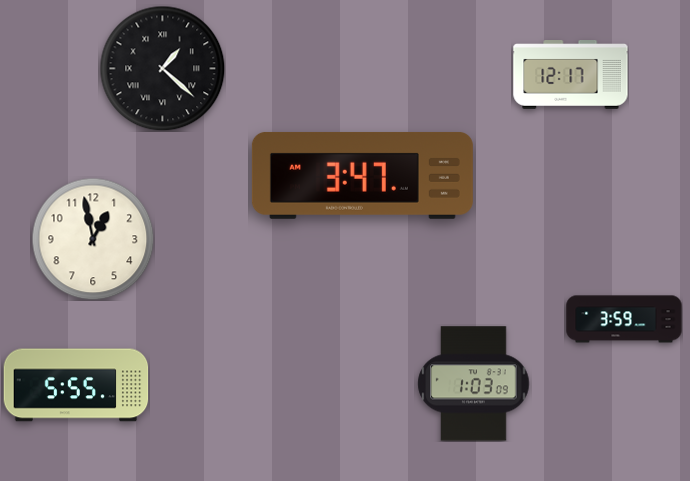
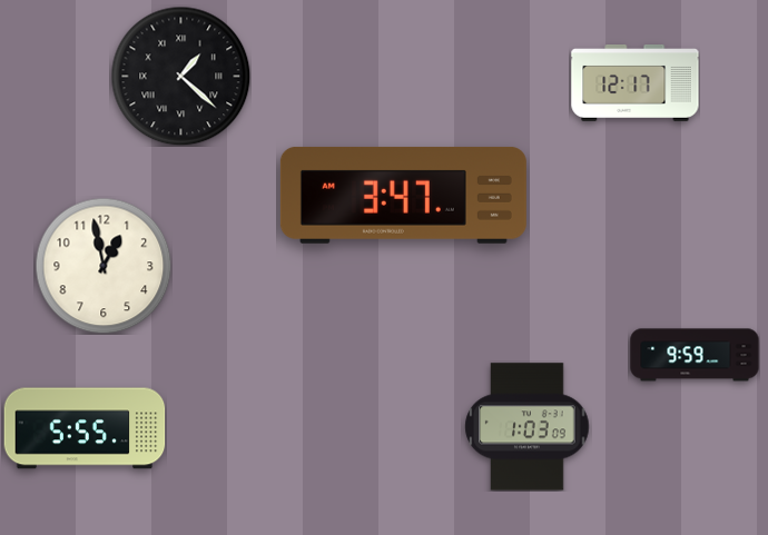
clock at (624, 319): 3:59 -> 9:59
